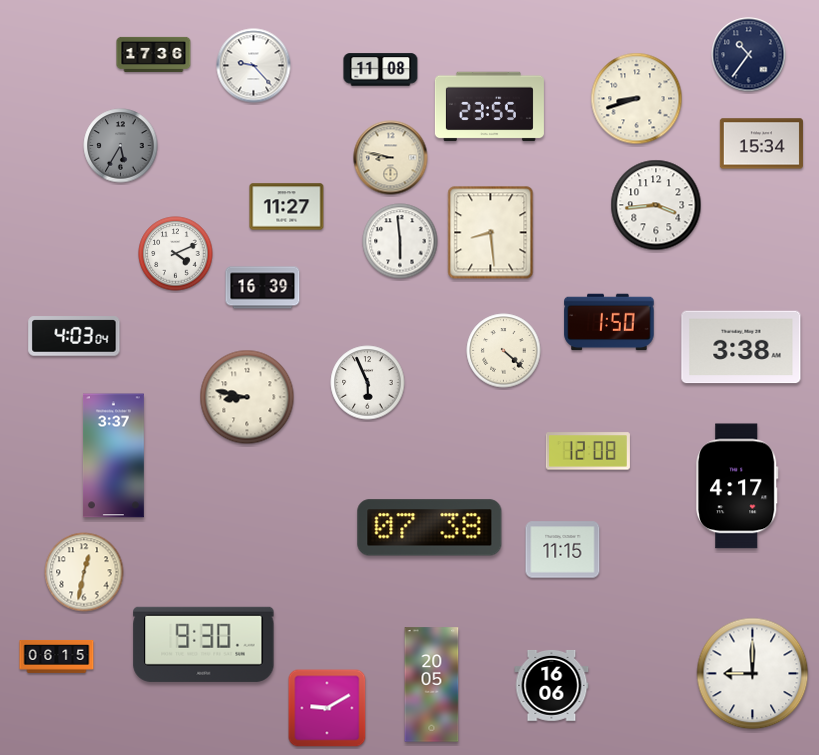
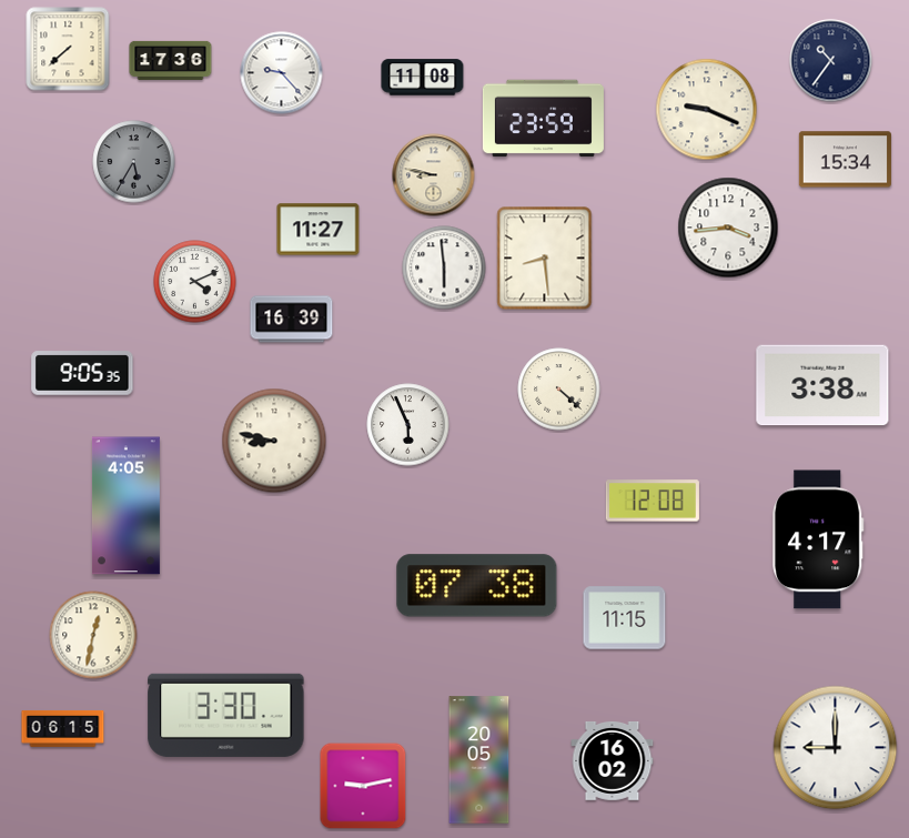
clock at (68, 49): none -> 7:38
clock at (637, 99): 8:42 -> 9:19
clock at (489, 107): 23:55 -> 23:59
clock at (609, 322): 1:50 -> none
clock at (74, 336): 4:03 -> 9:05
clock at (113, 456): 3:37 -> 4:05
clock at (563, 550) position: (563, 550) -> (625, 618)
clock at (204, 644): 9:30 -> 3:30
clock at (552, 686): 16:06 -> 16:02
clock at (327, 708): 9:10 -> 9:13
